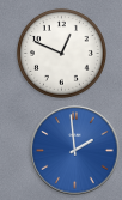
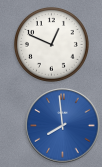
clock at (75, 151): 1:59 -> 7:59
